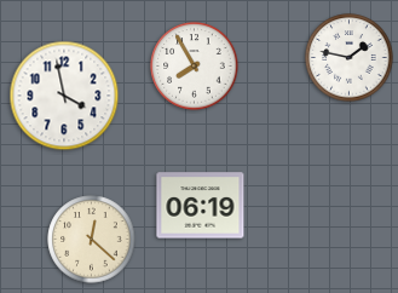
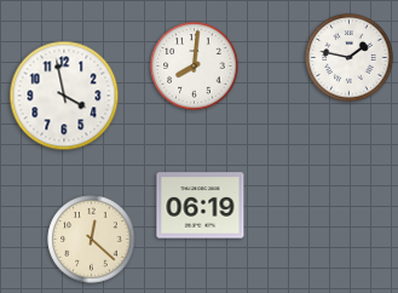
clock at (195, 67): 7:55 -> 8:01
